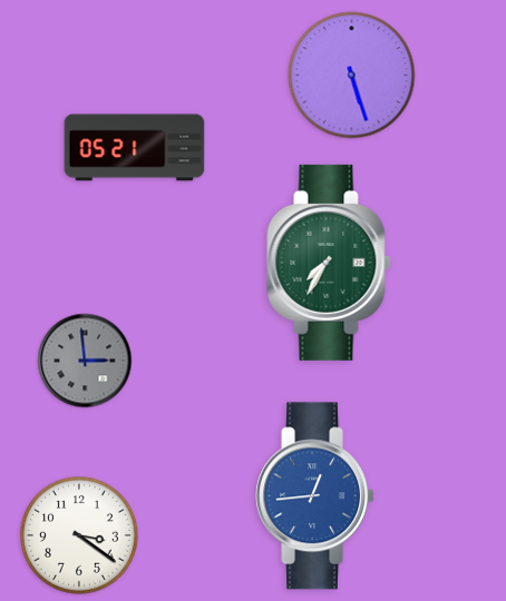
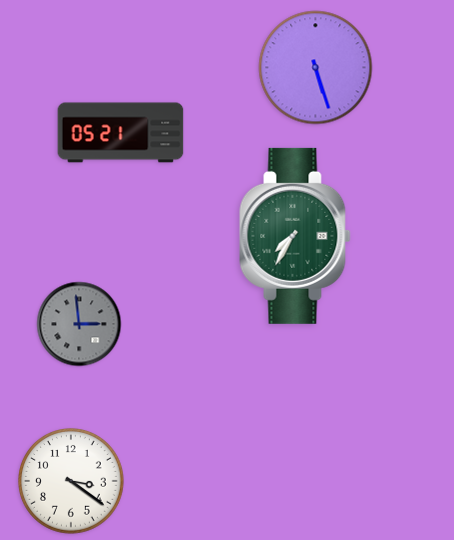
clock at (85, 361) position: (85, 361) -> (79, 324)
clock at (315, 496): 12:44 -> none
